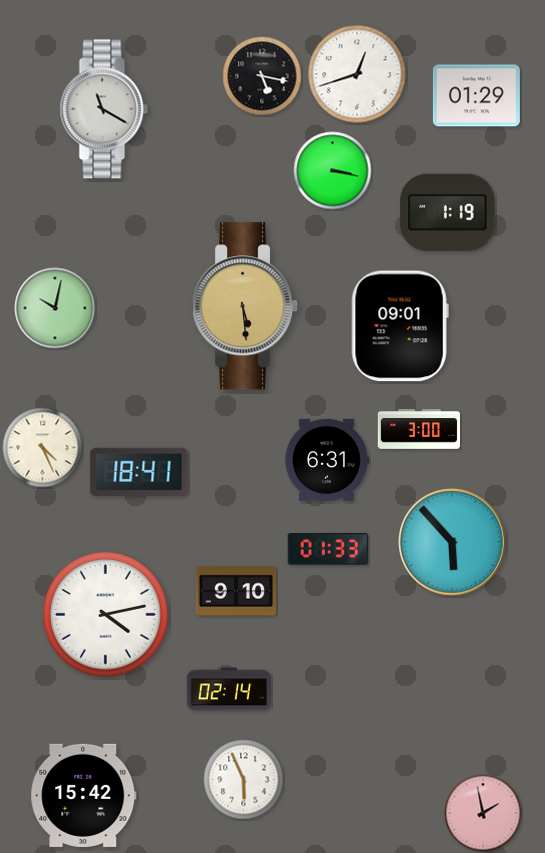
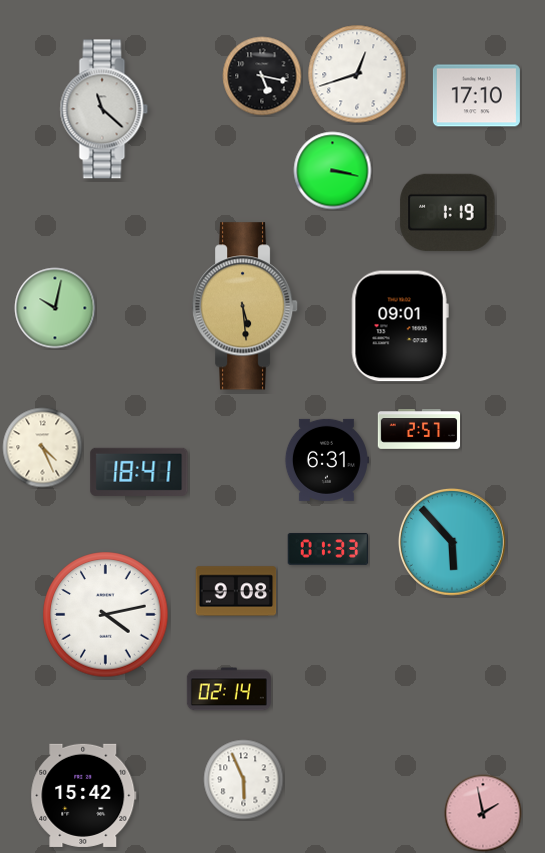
clock at (476, 96): 01:29 -> 17:10
clock at (104, 109): 11:20 -> 11:22
clock at (419, 429): 3:00 -> 2:57
clock at (236, 591): 9:10 -> 9:08
